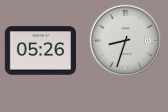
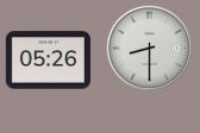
clock at (125, 40): 8:33 -> 8:30
